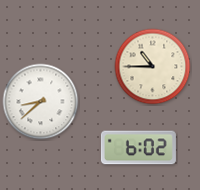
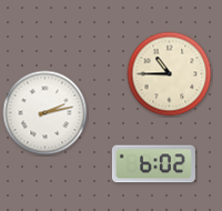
clock at (41, 102): 8:38 -> 2:13
